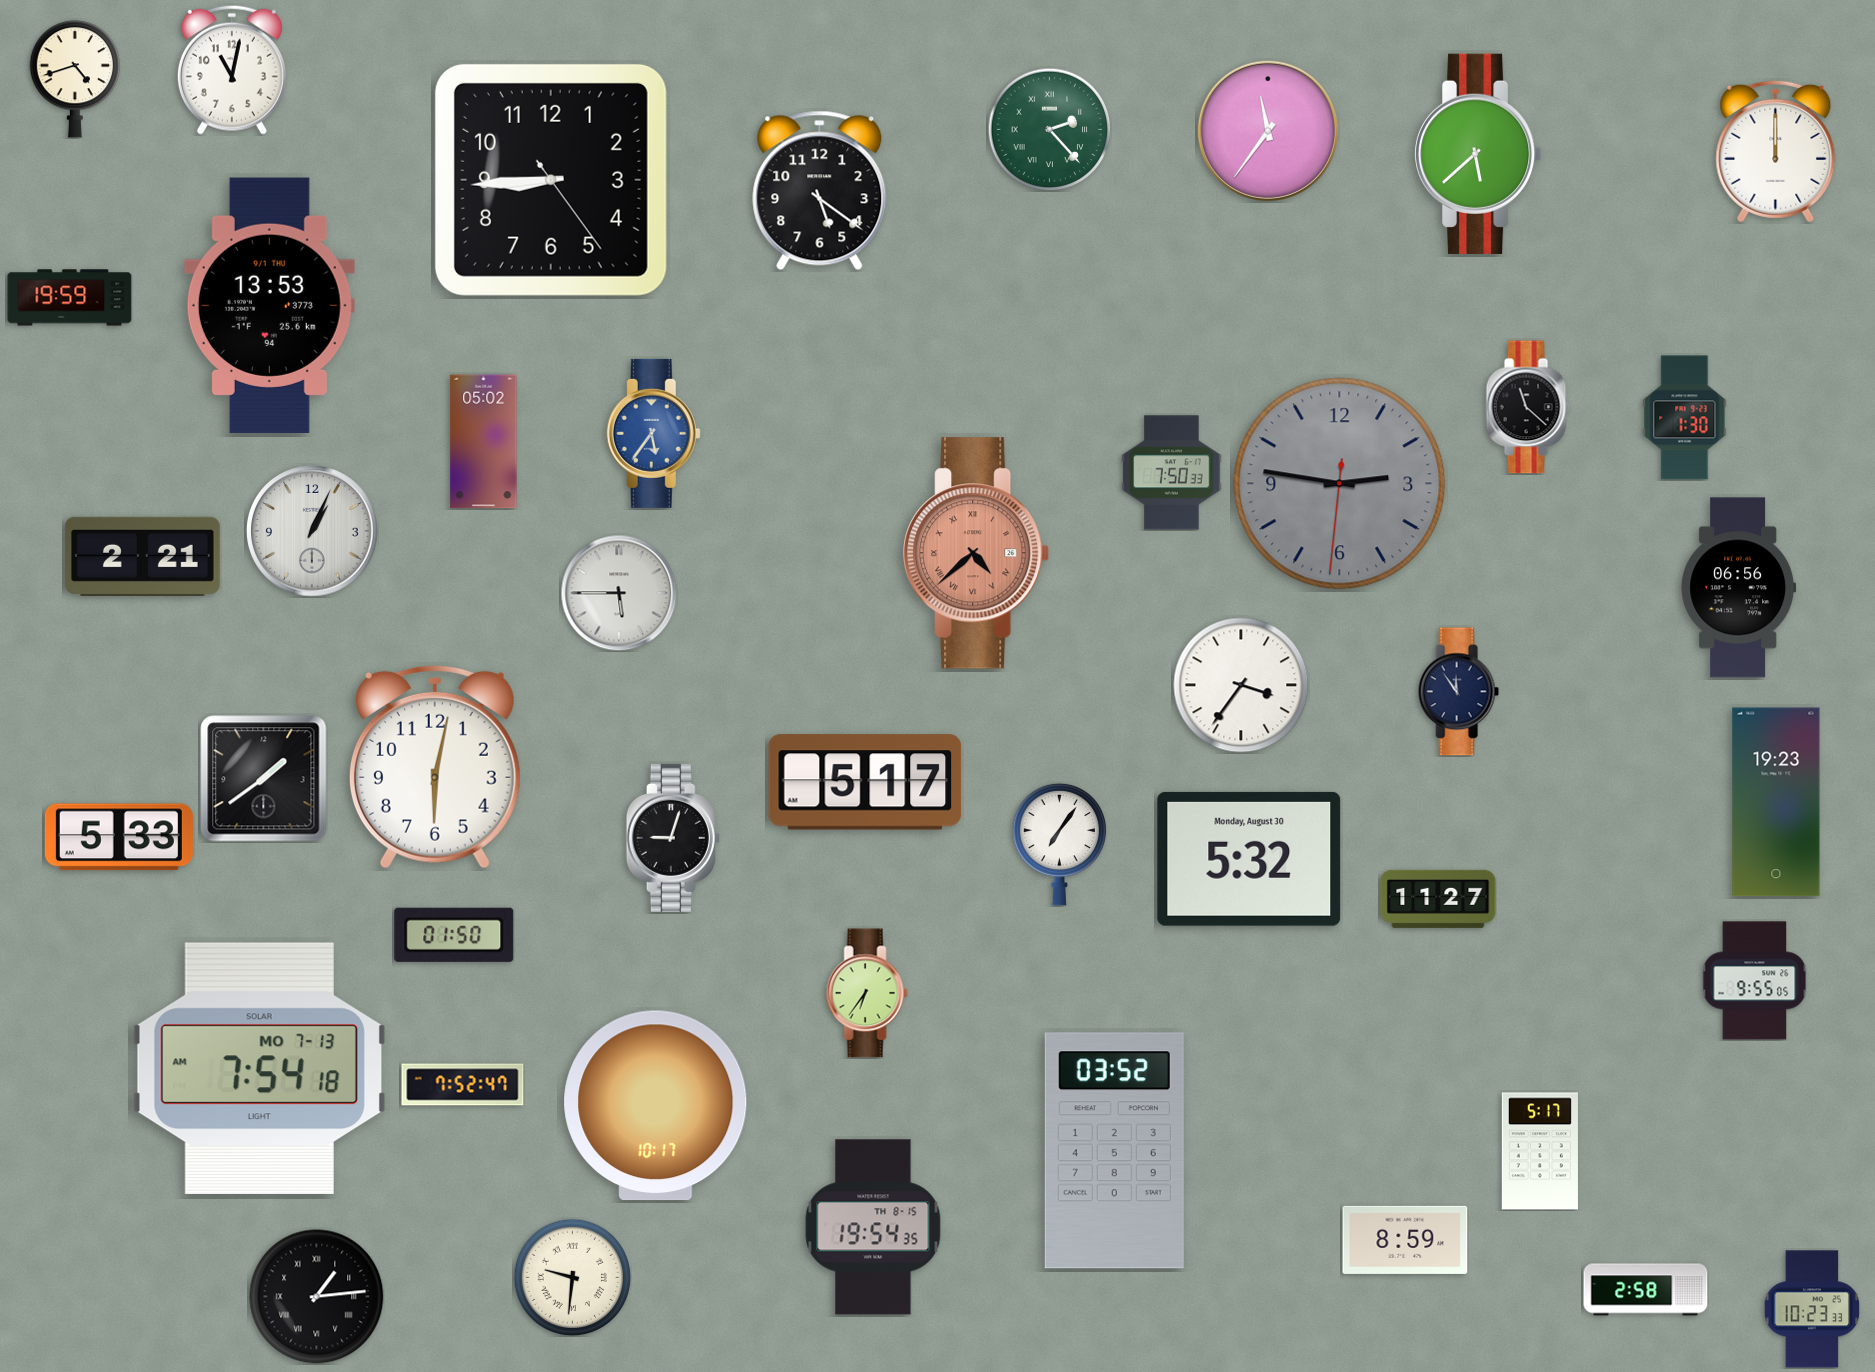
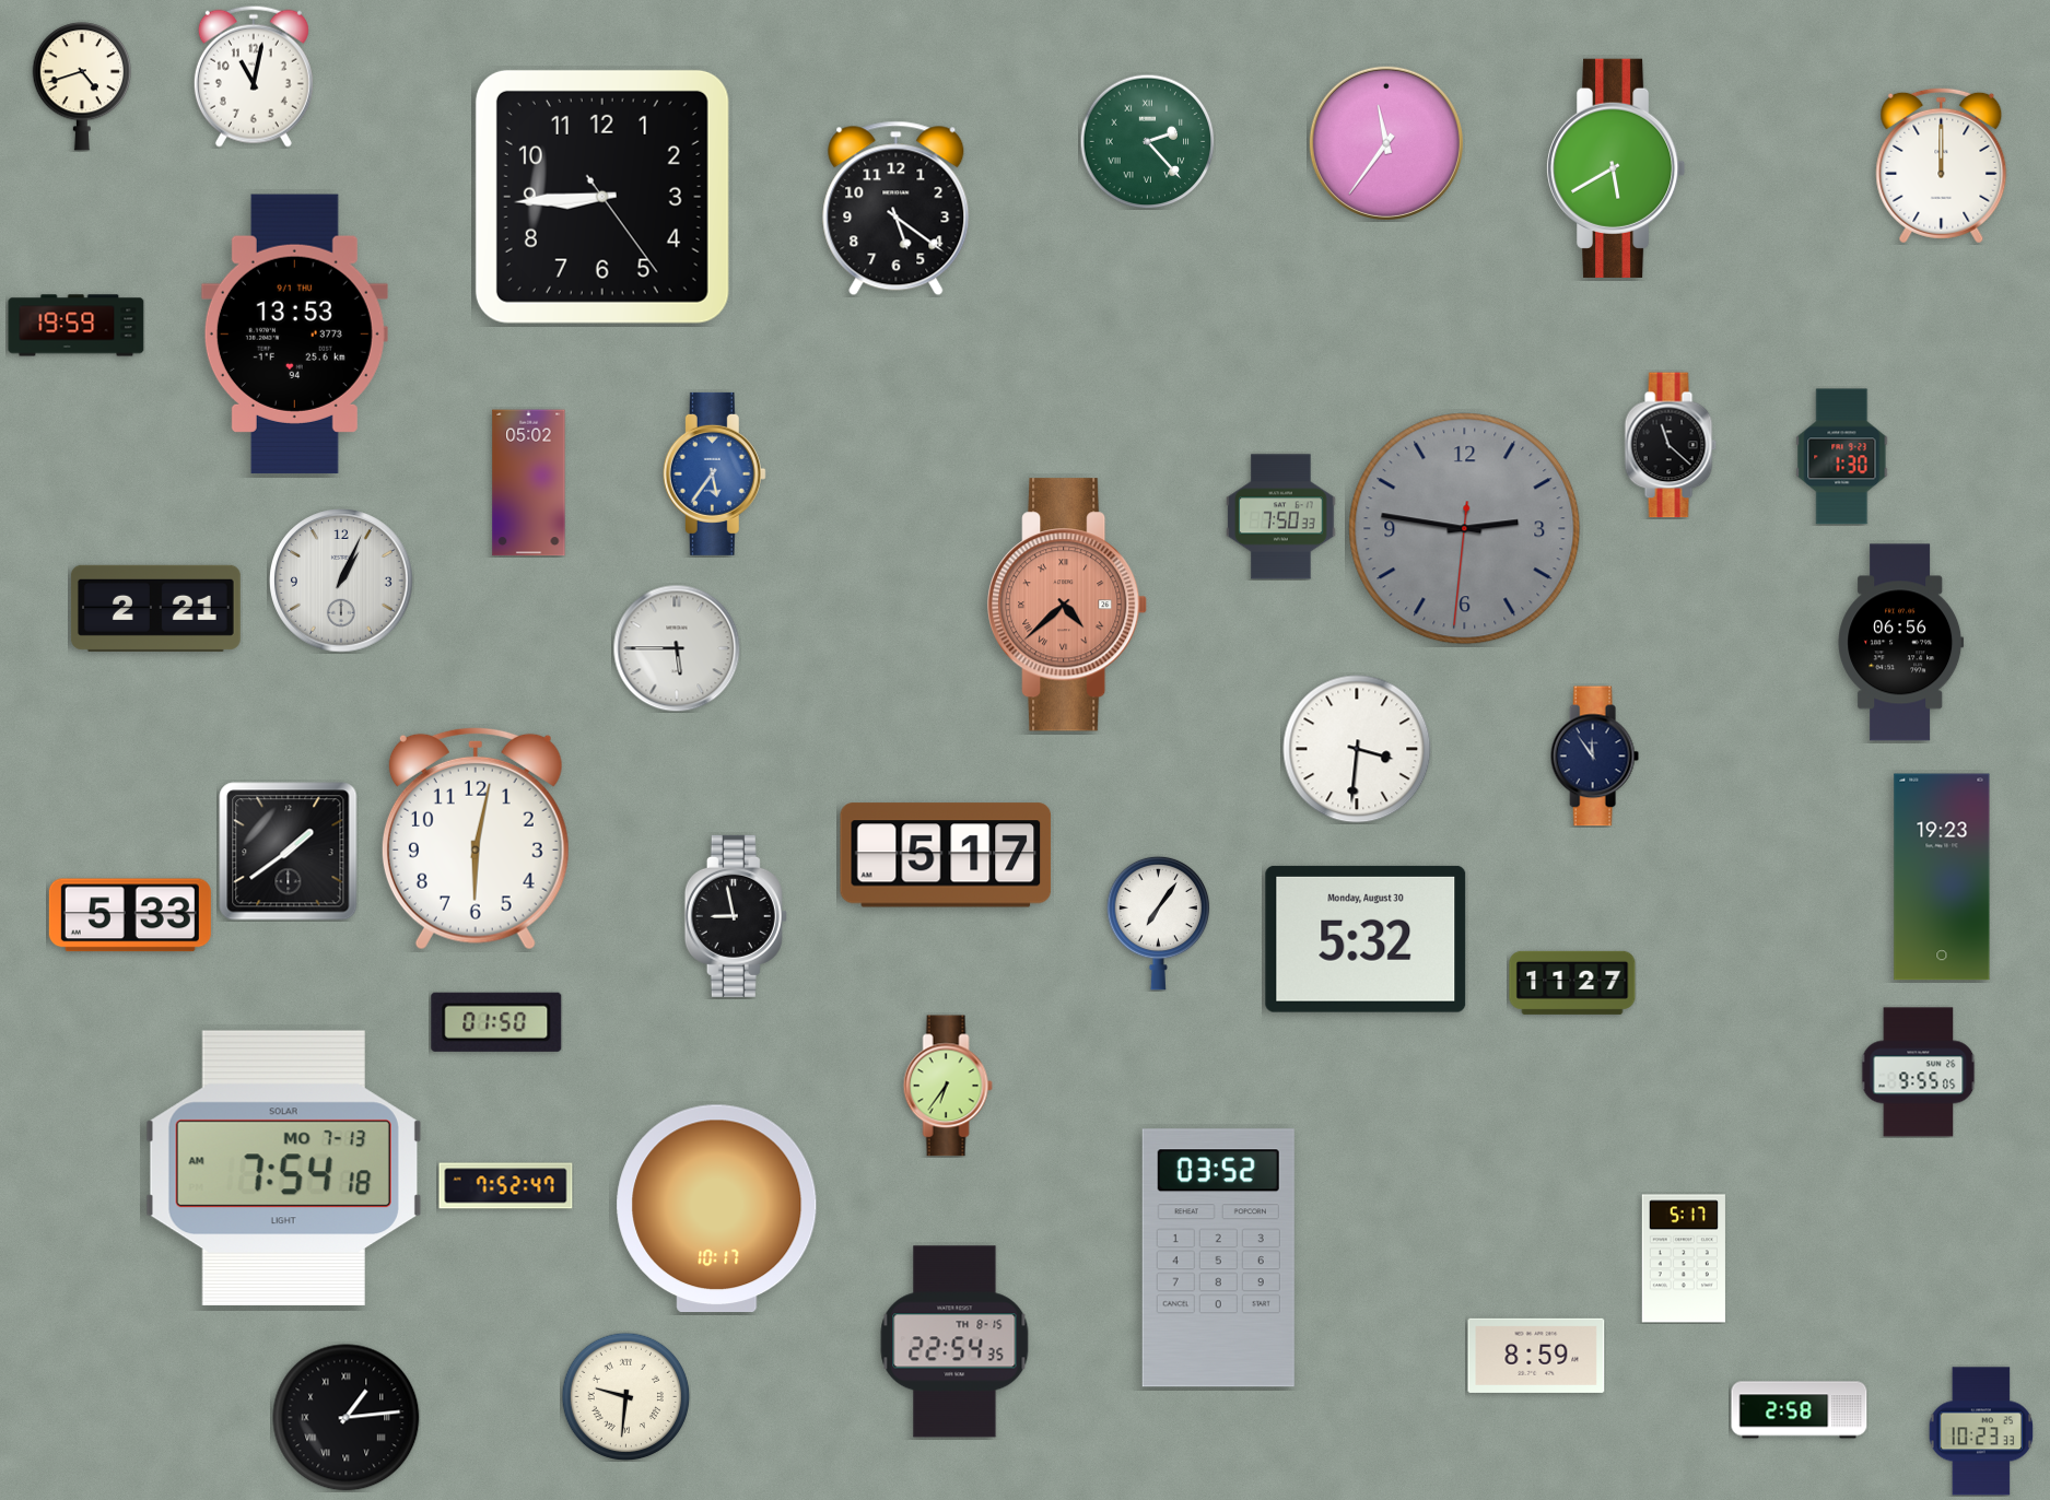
clock at (1479, 154): 5:38 -> 5:40
clock at (1241, 685): 3:36 -> 3:31
clock at (673, 838): 9:03 -> 8:58
clock at (873, 1227): 19:54 -> 22:54
